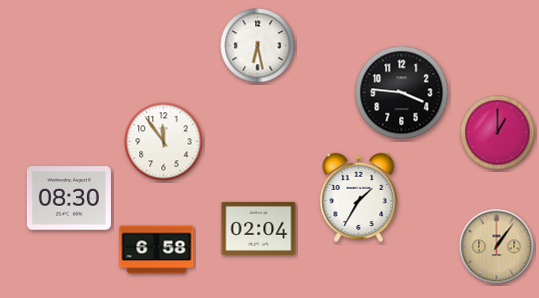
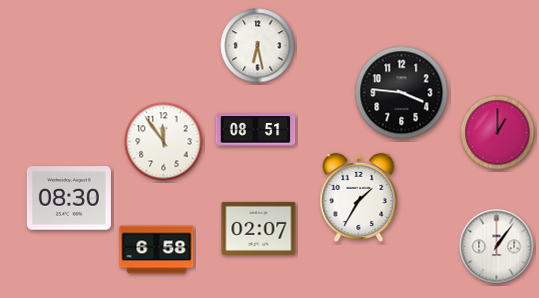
clock at (256, 130): none -> 08:51
clock at (259, 228): 02:04 -> 02:07
clock at (497, 247) dial: champagne -> white
